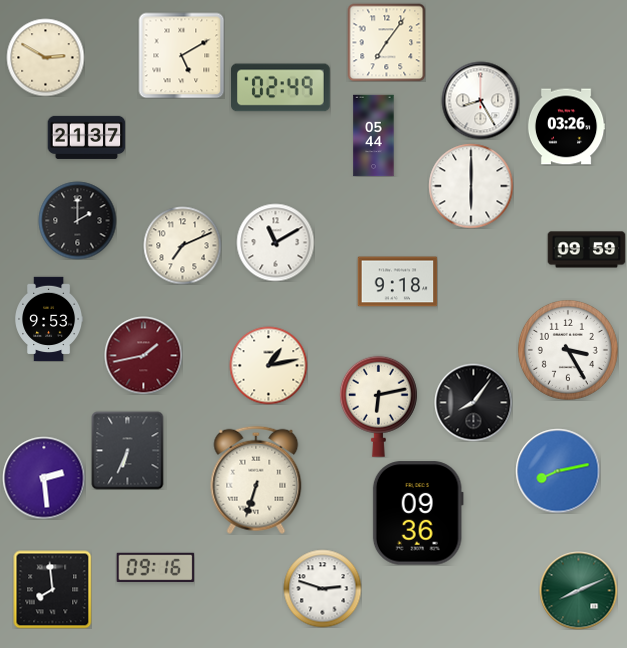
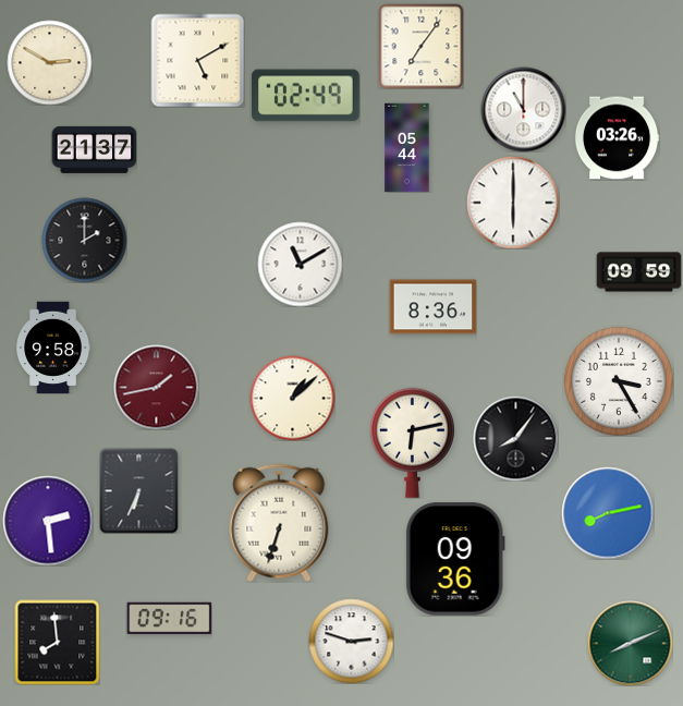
clock at (480, 100): 8:25 -> 11:00
clock at (182, 245): 7:11 -> none
clock at (397, 282): 9:18 -> 8:36
clock at (49, 319): 9:53 -> 9:58
clock at (268, 365): 1:13 -> 1:08
